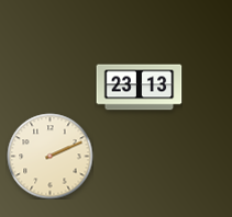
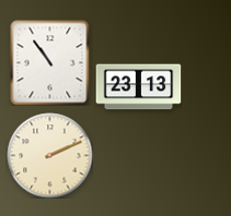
clock at (50, 62): none -> 10:54
